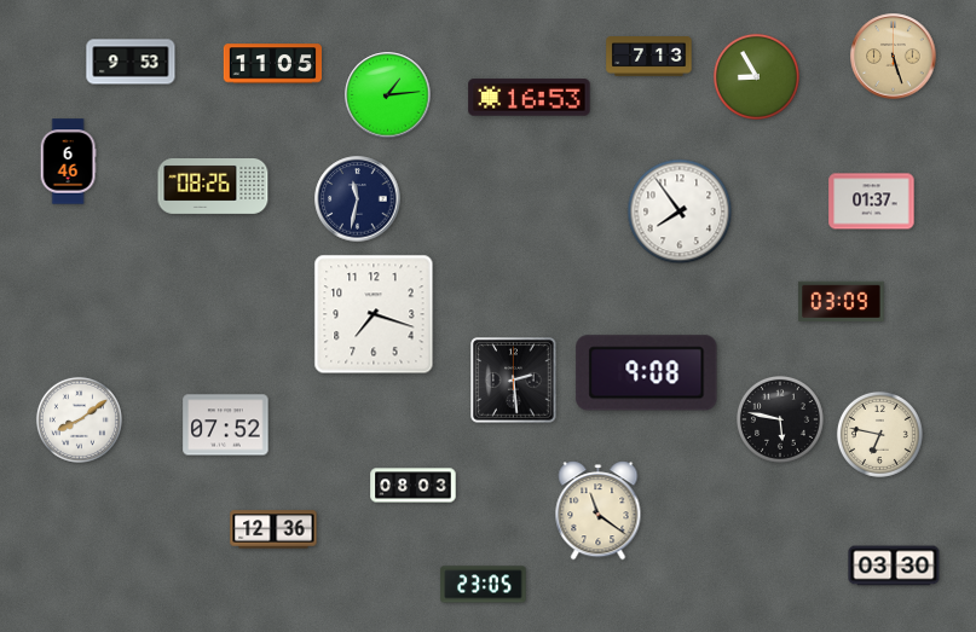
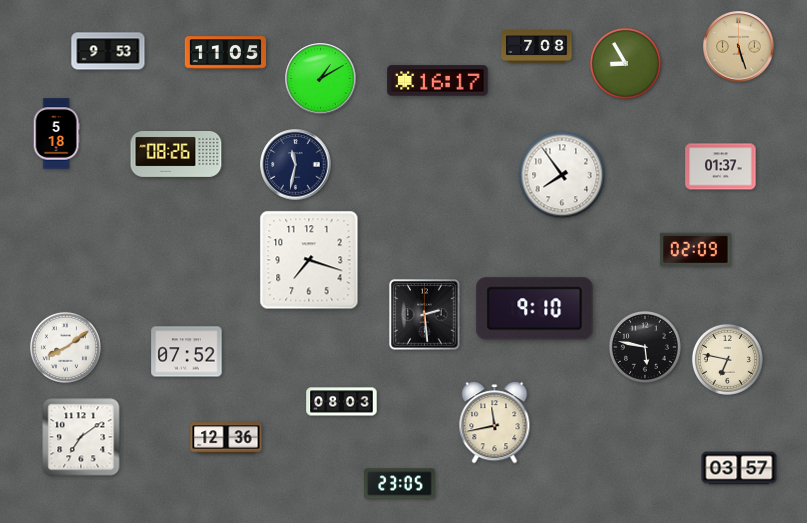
clock at (649, 57): 7:13 -> 7:08
clock at (388, 95): 1:14 -> 1:10
clock at (530, 98): 16:53 -> 16:17
clock at (68, 162): 6:46 -> 5:18
clock at (842, 301): 03:09 -> 02:09
clock at (647, 373): 9:08 -> 9:10
clock at (599, 511): 11:21 -> 11:43
clock at (81, 437): none -> 7:09
clock at (894, 566): 03:30 -> 03:57
